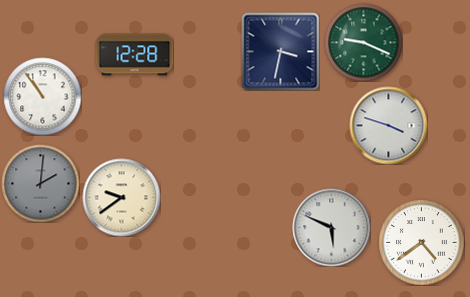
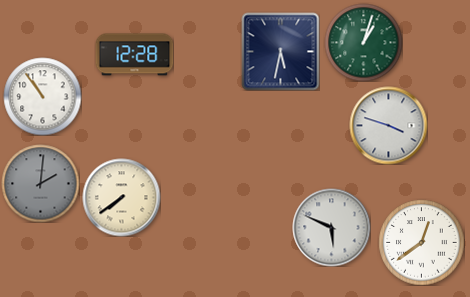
clock at (363, 42): 9:19 -> 1:03
clock at (280, 51): 3:32 -> 5:32
clock at (121, 197): 9:39 -> 7:39
clock at (421, 242): 4:39 -> 12:39
